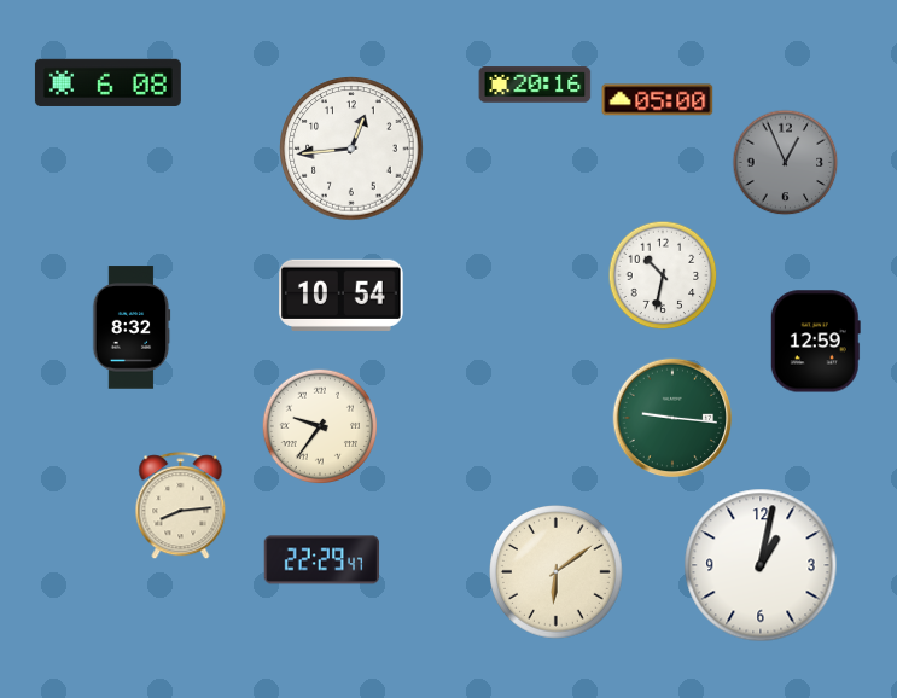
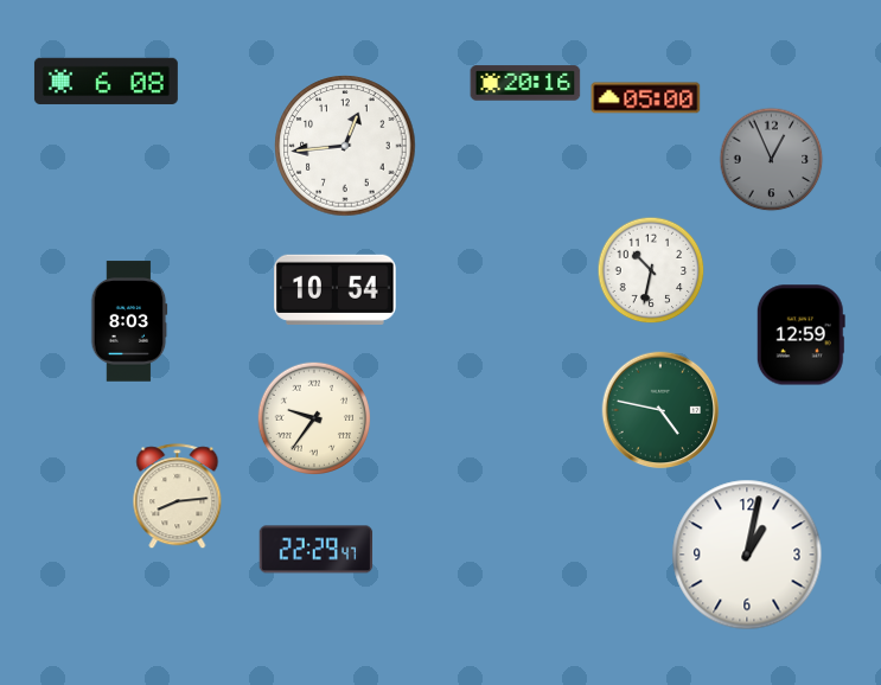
clock at (132, 327): 8:32 -> 8:03
clock at (672, 418): 9:16 -> 4:47
clock at (557, 572): 6:09 -> none
